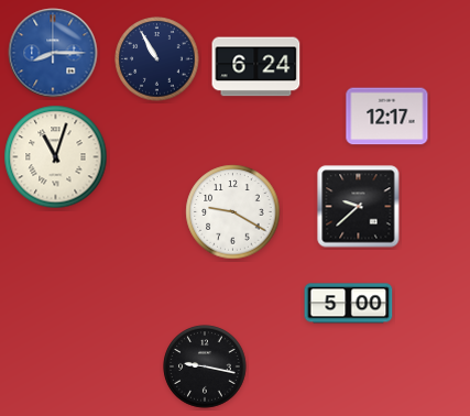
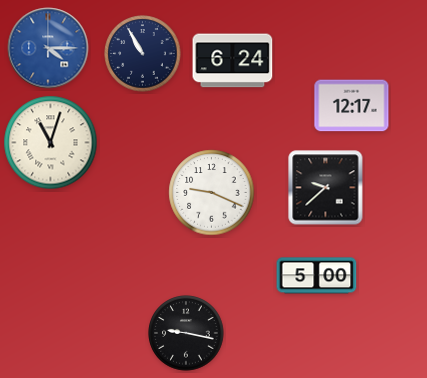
clock at (53, 53): 8:15 -> 4:15
clock at (233, 212): 9:20 -> 9:19
